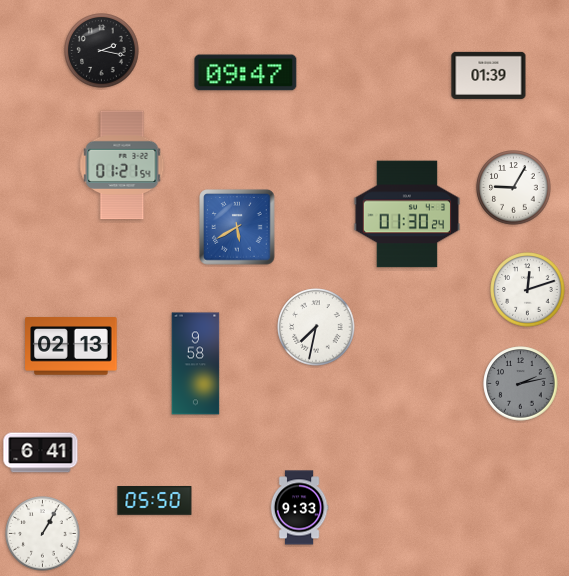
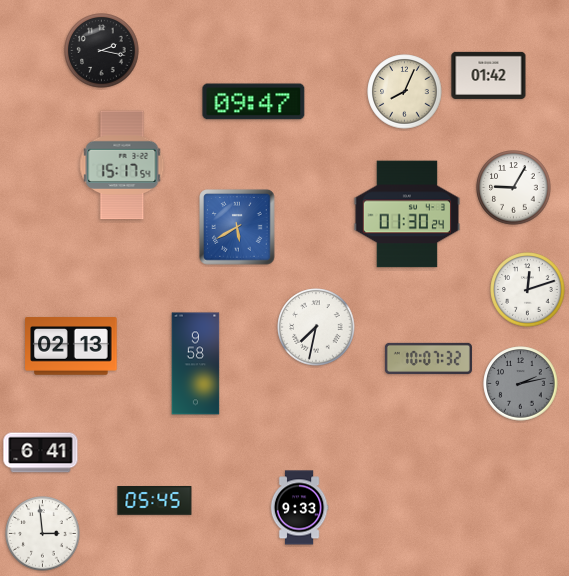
clock at (246, 73) position: (246, 73) -> (254, 102)
clock at (489, 75): 01:39 -> 01:42
clock at (405, 92): none -> 8:04
clock at (122, 165): 01:21 -> 15:17
clock at (428, 358): none -> 10:07
clock at (155, 501): 05:50 -> 05:45
clock at (43, 534): 1:05 -> 2:59
